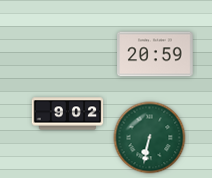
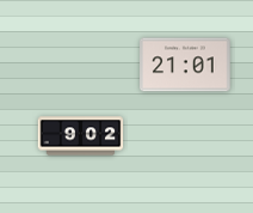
clock at (155, 54): 20:59 -> 21:01
clock at (150, 138): 6:32 -> none
